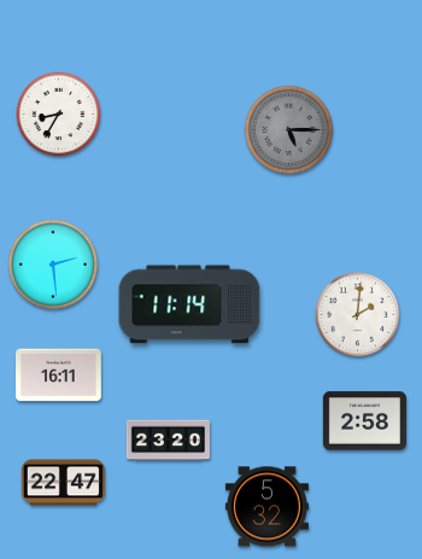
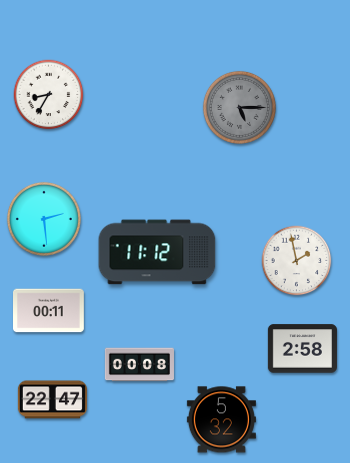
clock at (189, 304): 11:14 -> 11:12
clock at (358, 315): 2:01 -> 1:58
clock at (59, 375): 16:11 -> 00:11
clock at (168, 441): 23:20 -> 00:08
